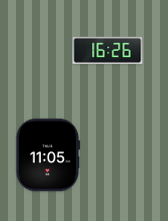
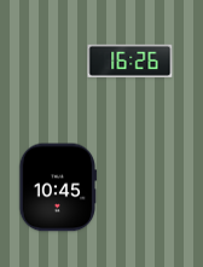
clock at (48, 155): 11:05 -> 10:45
